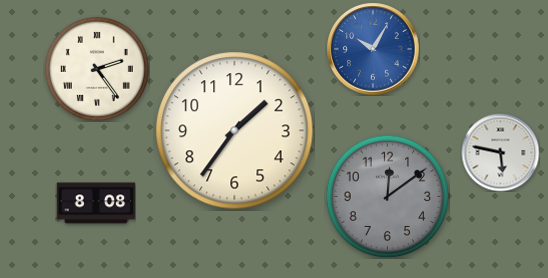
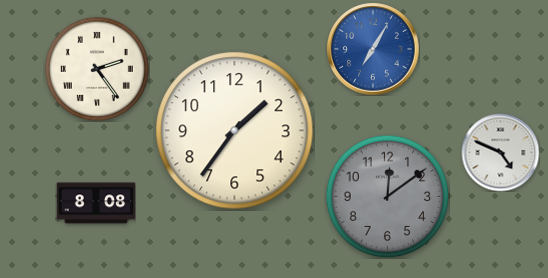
clock at (373, 49): 10:05 -> 7:05
clock at (500, 152): 5:47 -> 4:49
